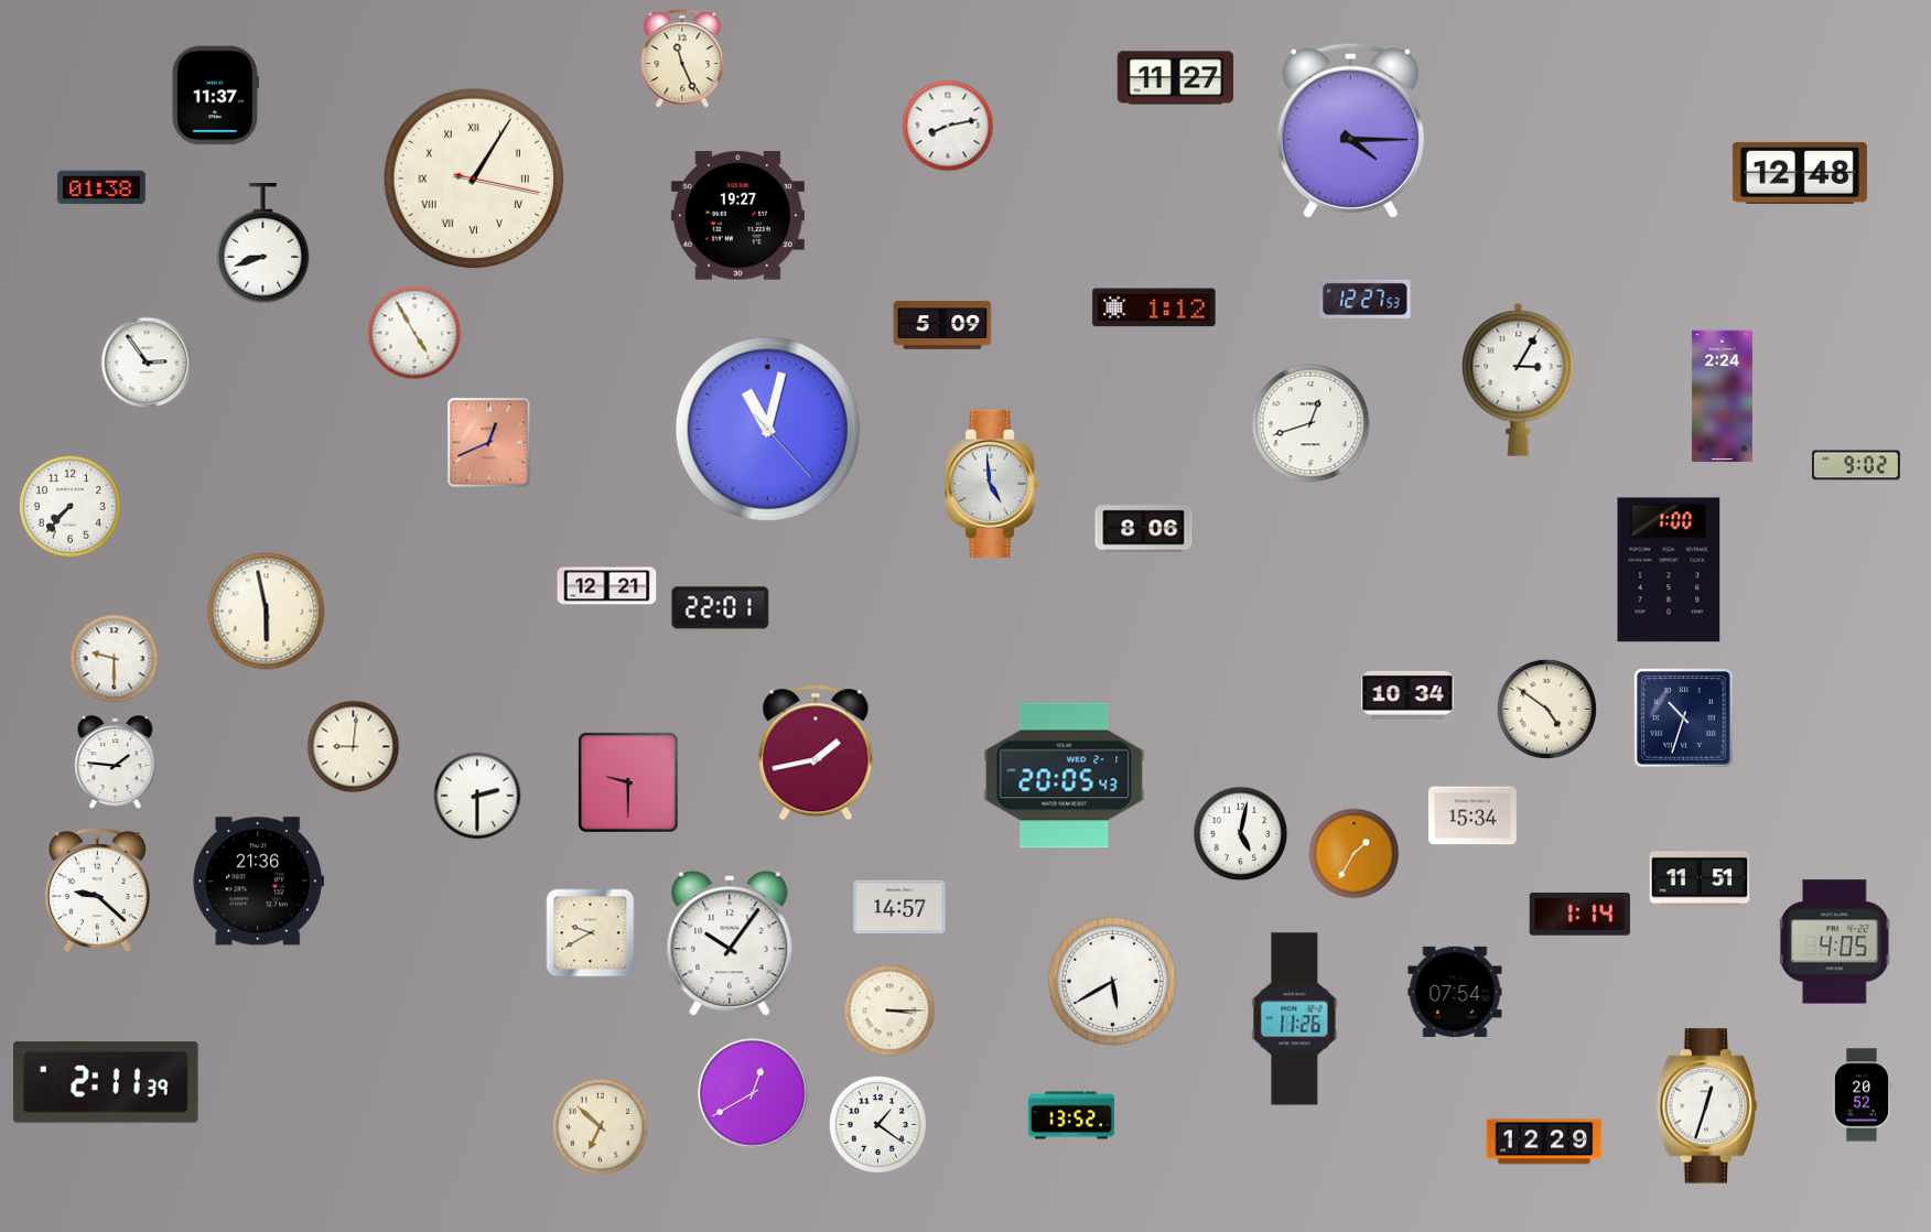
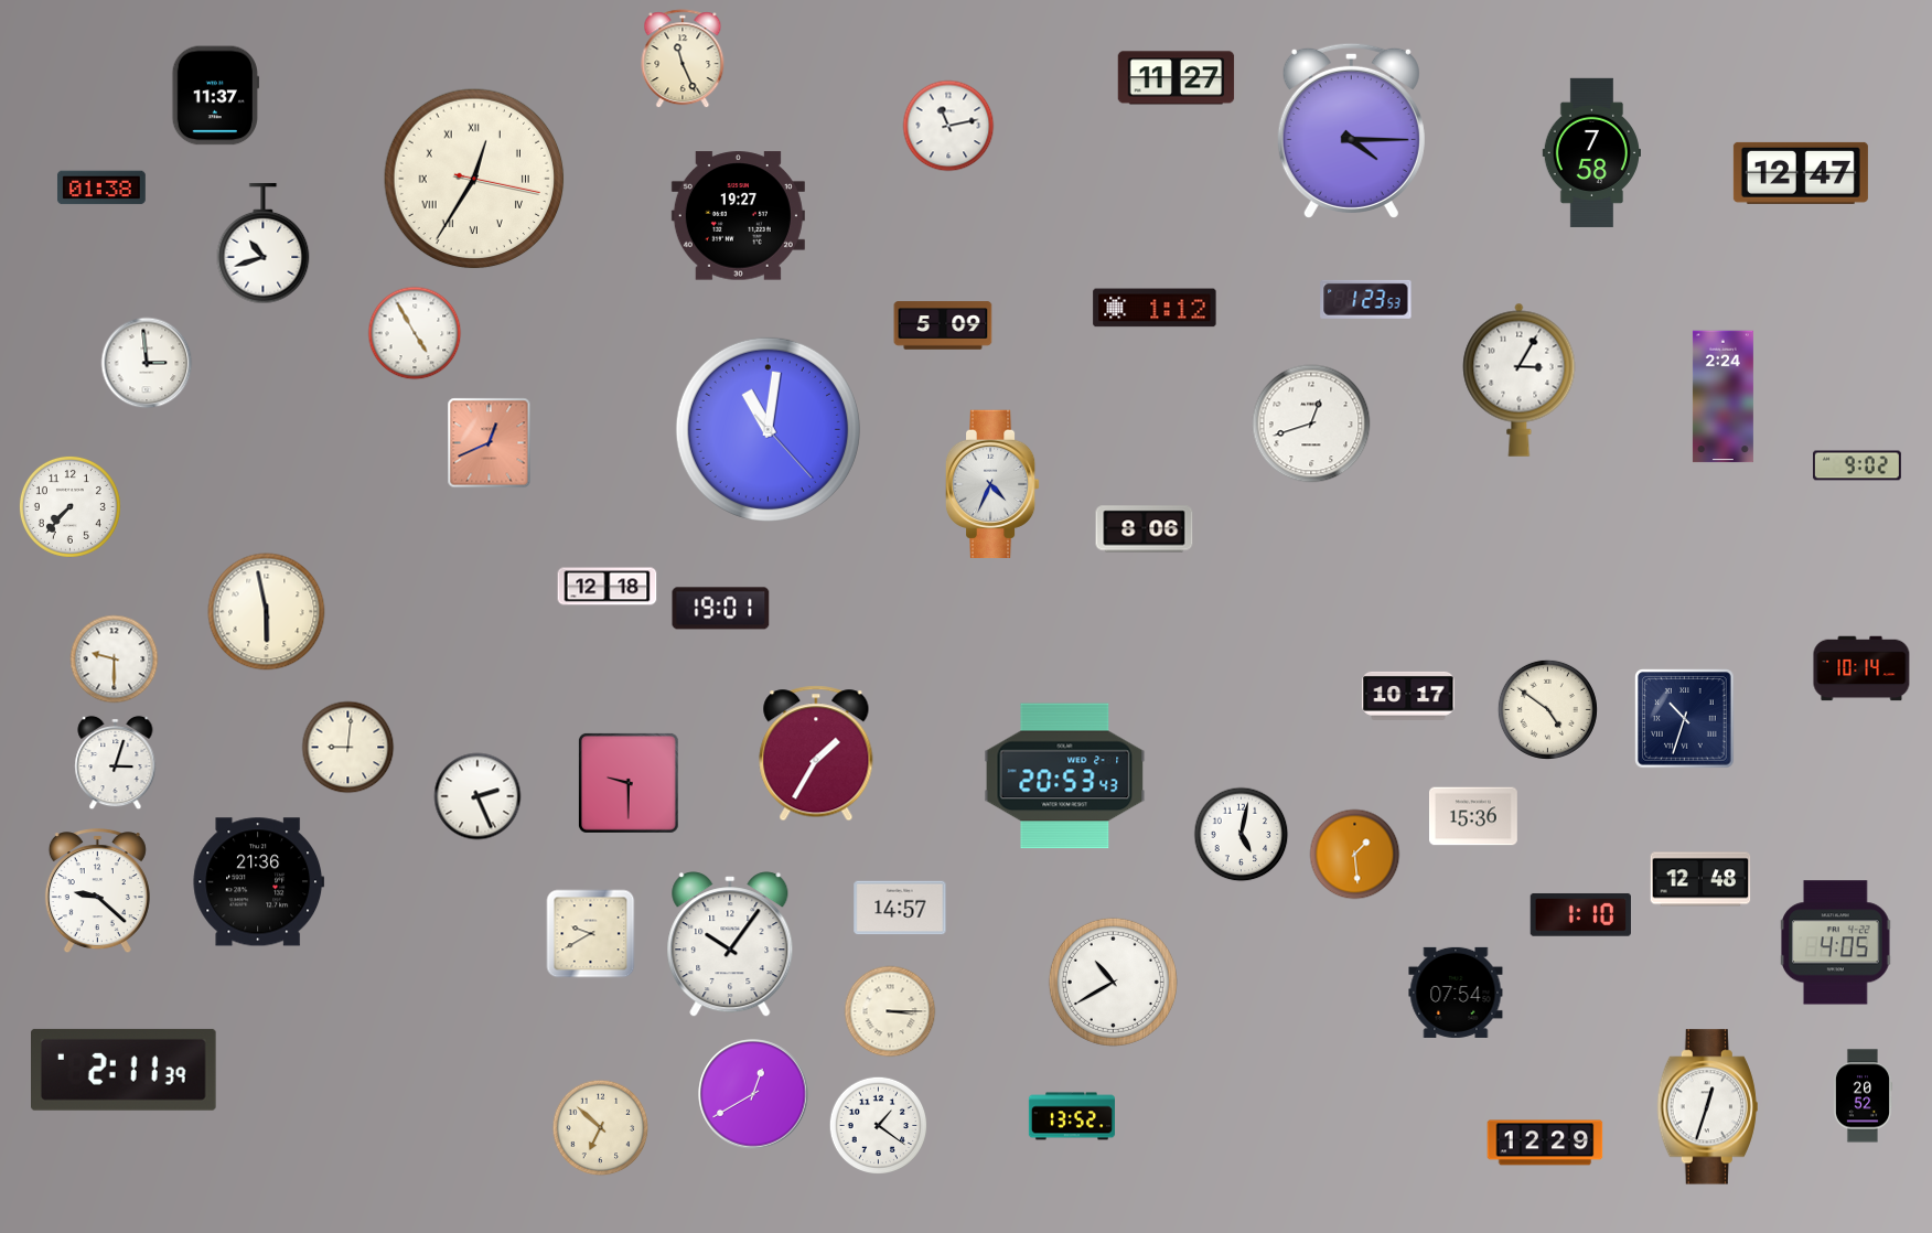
clock at (948, 126): 8:13 -> 11:13
clock at (1591, 152): none -> 7:58
clock at (1800, 173): 12:48 -> 12:47
clock at (474, 179): 1:05 -> 12:35
clock at (263, 244): 8:42 -> 10:42
clock at (1366, 299): 12:27 -> 1:23
clock at (147, 363): 2:54 -> 2:59
clock at (767, 429): 11:02 -> 11:01
clock at (992, 483): 4:59 -> 4:34
clock at (1669, 570): 1:00 -> none
clock at (607, 586): 12:21 -> 12:18
clock at (721, 608): 22:01 -> 19:01
clock at (1861, 668): none -> 10:14
clock at (1407, 695): 10:34 -> 10:17
clock at (354, 747) position: (354, 747) -> (348, 748)
clock at (816, 753): 1:43 -> 1:35
clock at (116, 763): 1:46 -> 3:03
clock at (1065, 776): 20:05 -> 20:53
clock at (477, 796): 2:30 -> 2:26
clock at (1474, 815): 15:34 -> 15:36
clock at (1355, 854): 1:35 -> 1:29
clock at (1700, 878): 11:51 -> 12:48
clock at (1579, 914): 1:14 -> 1:10
clock at (1112, 981): 5:40 -> 10:40
clock at (1295, 1019): 11:26 -> none
clock at (107, 1082) position: (107, 1082) -> (125, 1070)
